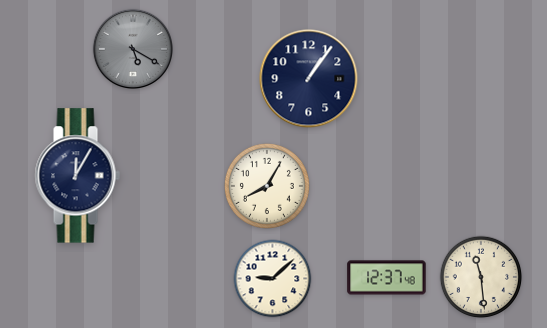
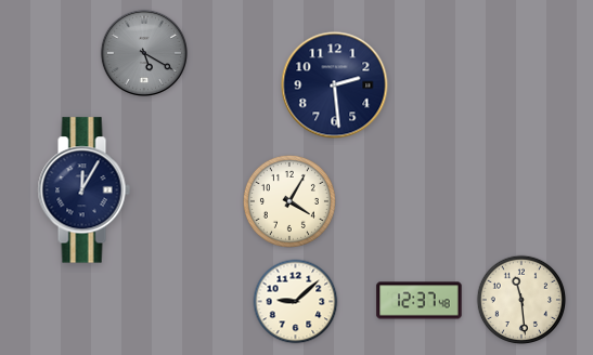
clock at (309, 79): 1:06 -> 2:29
clock at (267, 186): 8:05 -> 4:05
